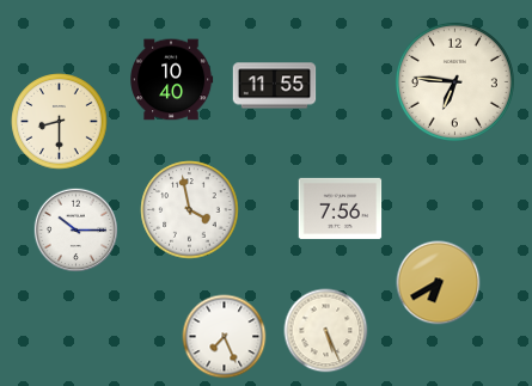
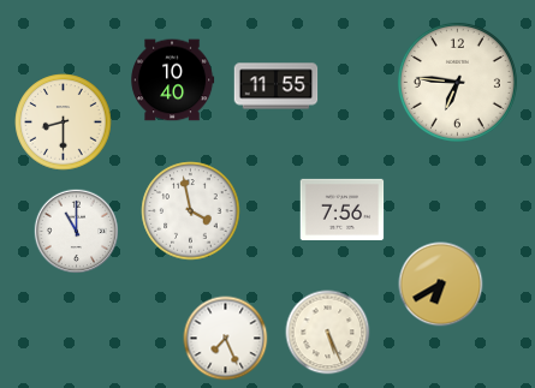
clock at (60, 122) position: (60, 122) -> (64, 123)
clock at (77, 231): 10:15 -> 11:00
